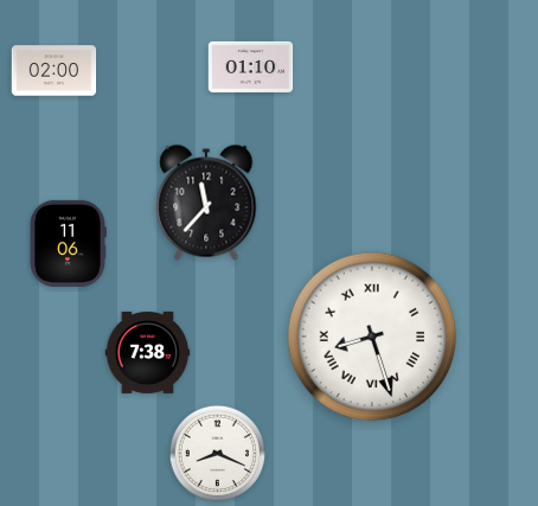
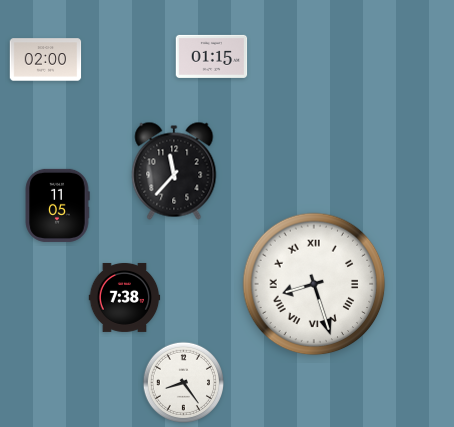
clock at (251, 66): 01:10 -> 01:15
clock at (68, 243): 11:06 -> 11:05
clock at (217, 453): 8:19 -> 8:24
